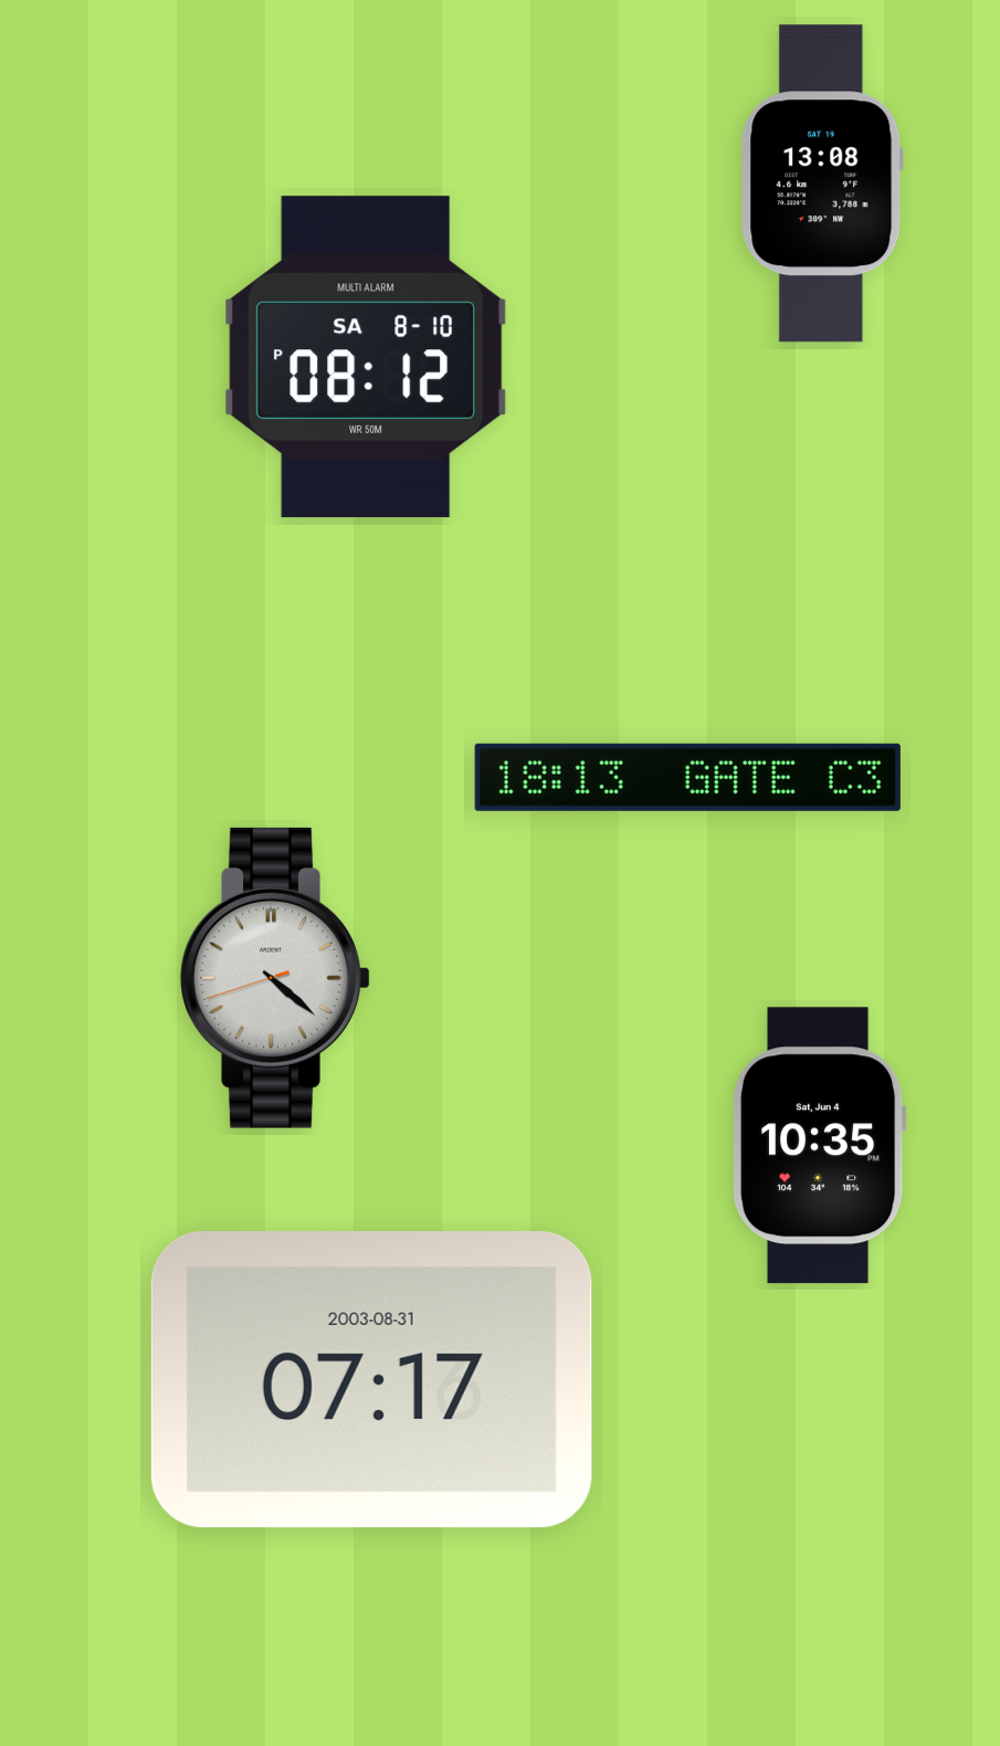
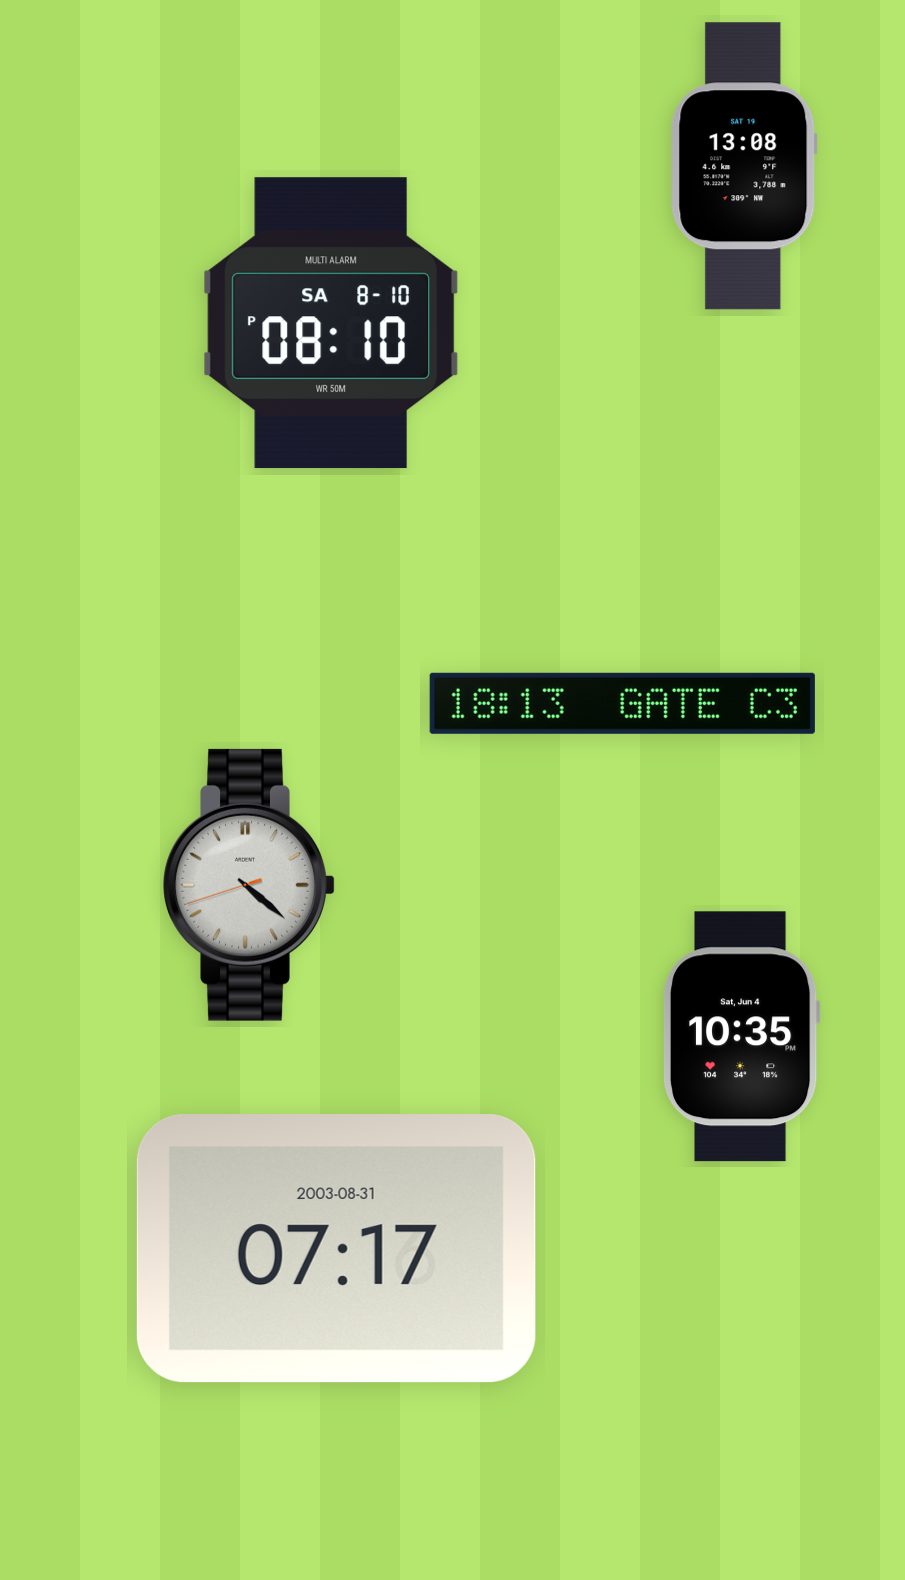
clock at (366, 357): 08:12 -> 08:10
